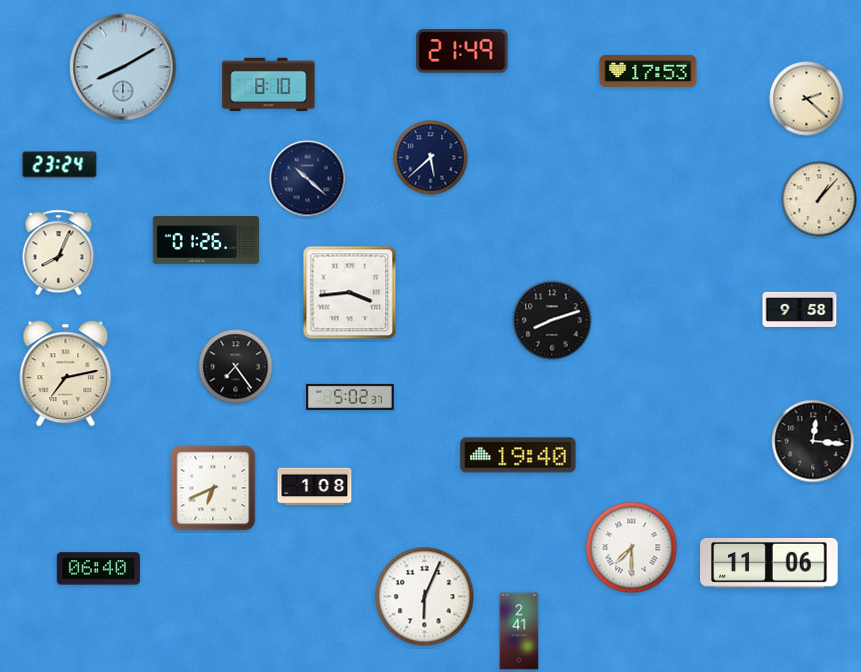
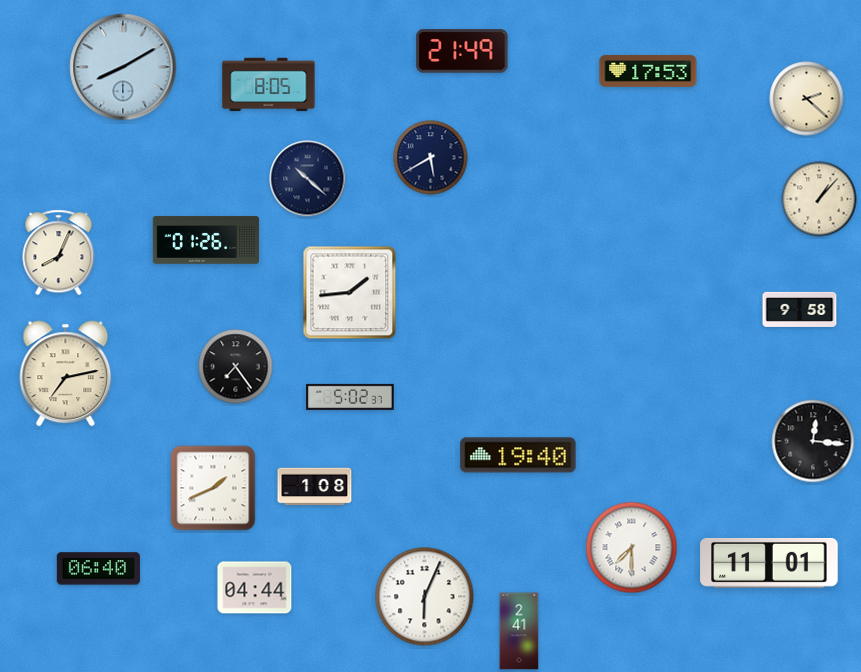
clock at (269, 85): 8:10 -> 8:05
clock at (431, 158): 5:38 -> 5:40
clock at (60, 165): 23:24 -> none
clock at (350, 293): 3:44 -> 1:44
clock at (552, 320): 8:12 -> none
clock at (213, 488): 6:41 -> 1:41
clock at (769, 563): 11:06 -> 11:01
clock at (255, 588): none -> 04:44
